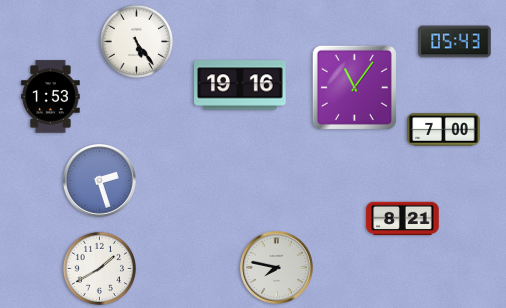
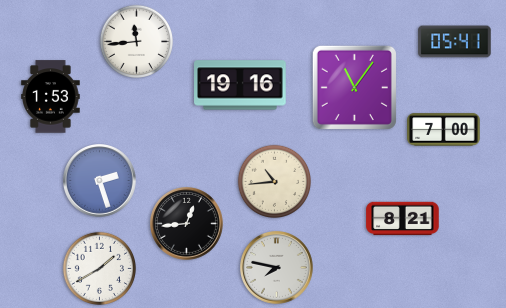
clock at (137, 42): 5:24 -> 11:44
clock at (455, 42): 05:43 -> 05:41
clock at (275, 182): none -> 10:44
clock at (187, 224): none -> 12:44
